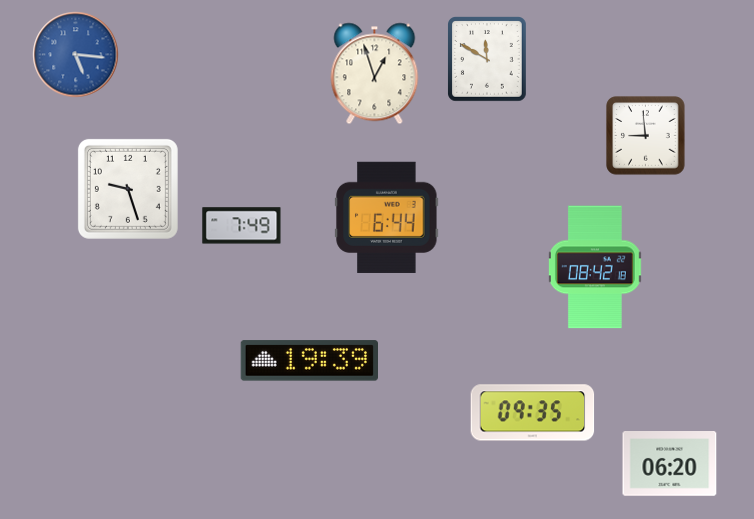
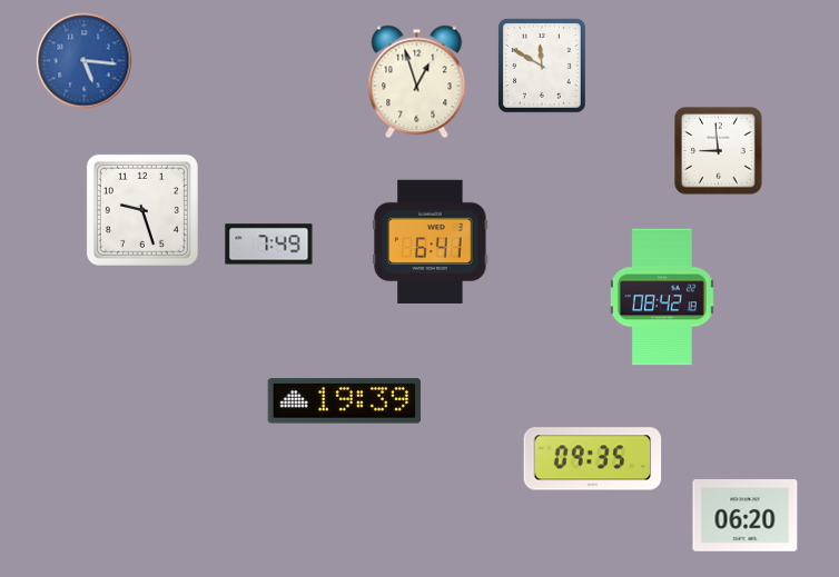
clock at (387, 217): 6:44 -> 6:41
clock at (242, 226) position: (242, 226) -> (269, 245)
